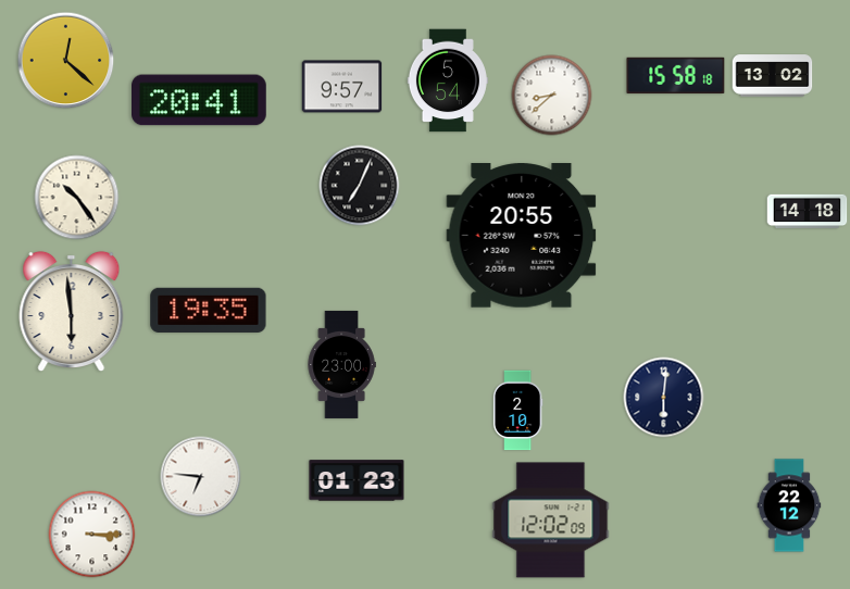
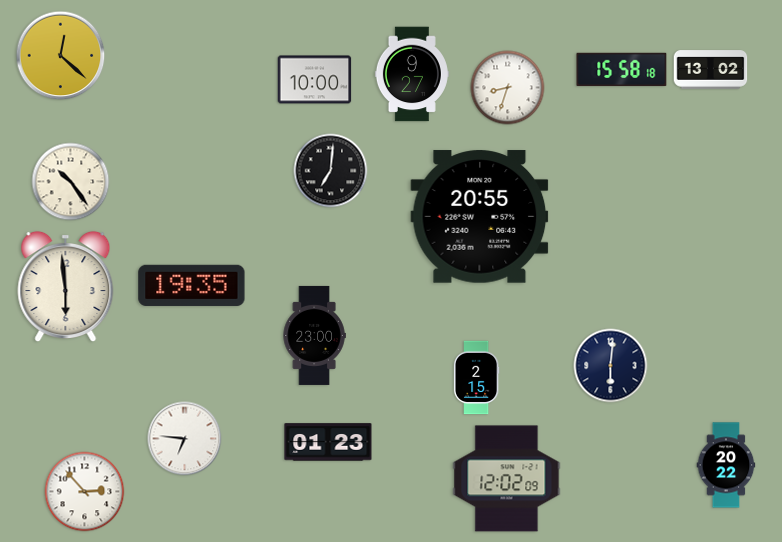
clock at (448, 80): 5:54 -> 9:27
clock at (342, 87): 9:57 -> 10:00
clock at (552, 96): 8:38 -> 8:33
clock at (200, 100): 20:41 -> none
clock at (360, 186): 7:04 -> 7:01
clock at (808, 212): 14:18 -> none
clock at (517, 411): 2:10 -> 2:15
clock at (789, 505): 22:12 -> 20:22
clock at (92, 535): 3:15 -> 2:53
